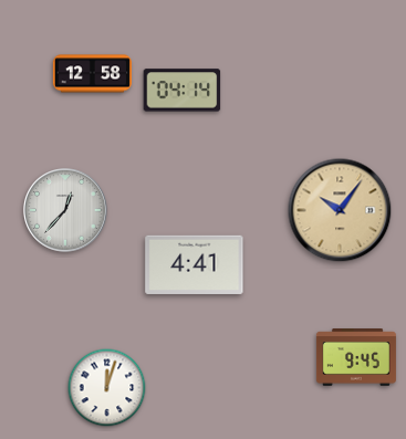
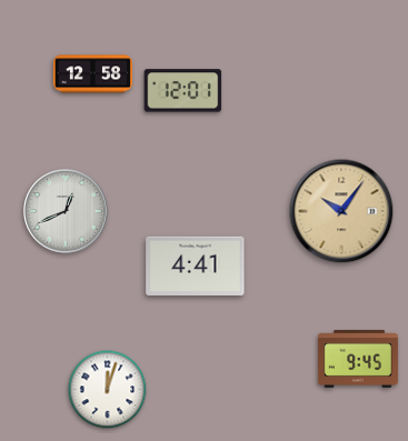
clock at (183, 91): 04:14 -> 12:01
clock at (66, 211): 12:37 -> 12:41
